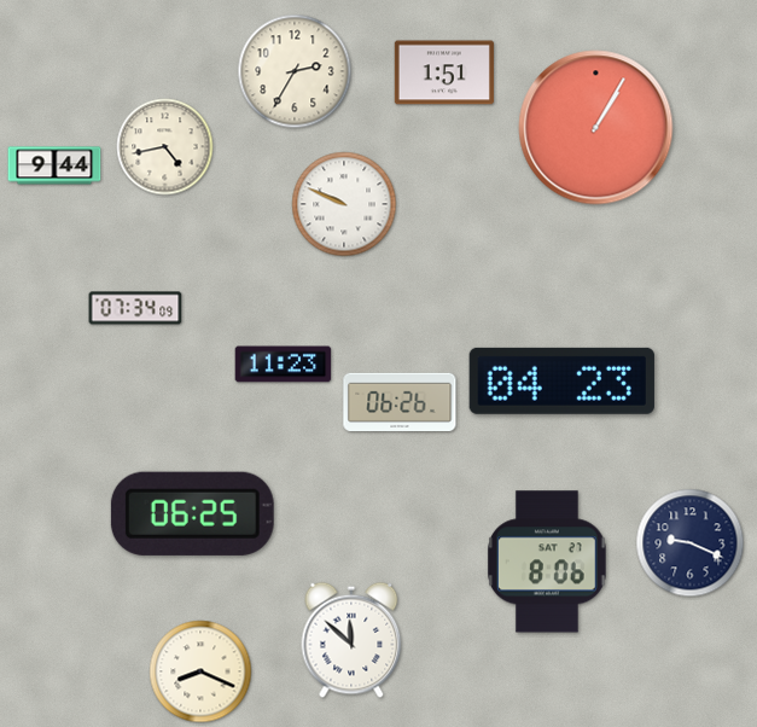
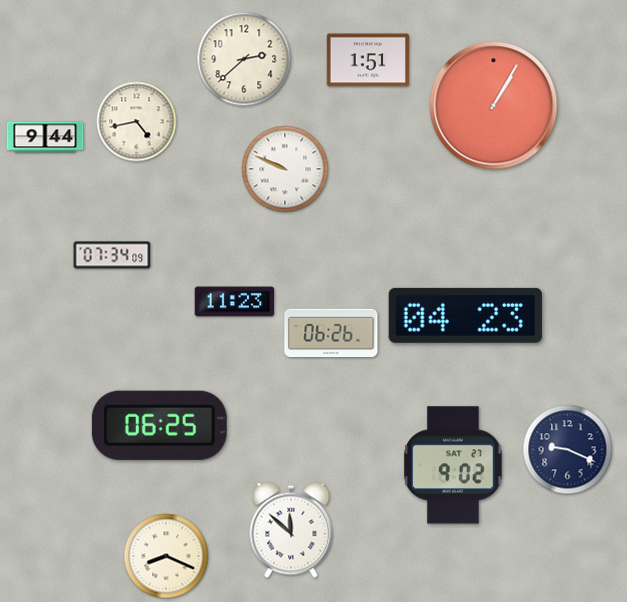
clock at (295, 71): 2:35 -> 2:38
clock at (691, 543) position: (691, 543) -> (568, 450)
clock at (548, 562): 8:06 -> 9:02
